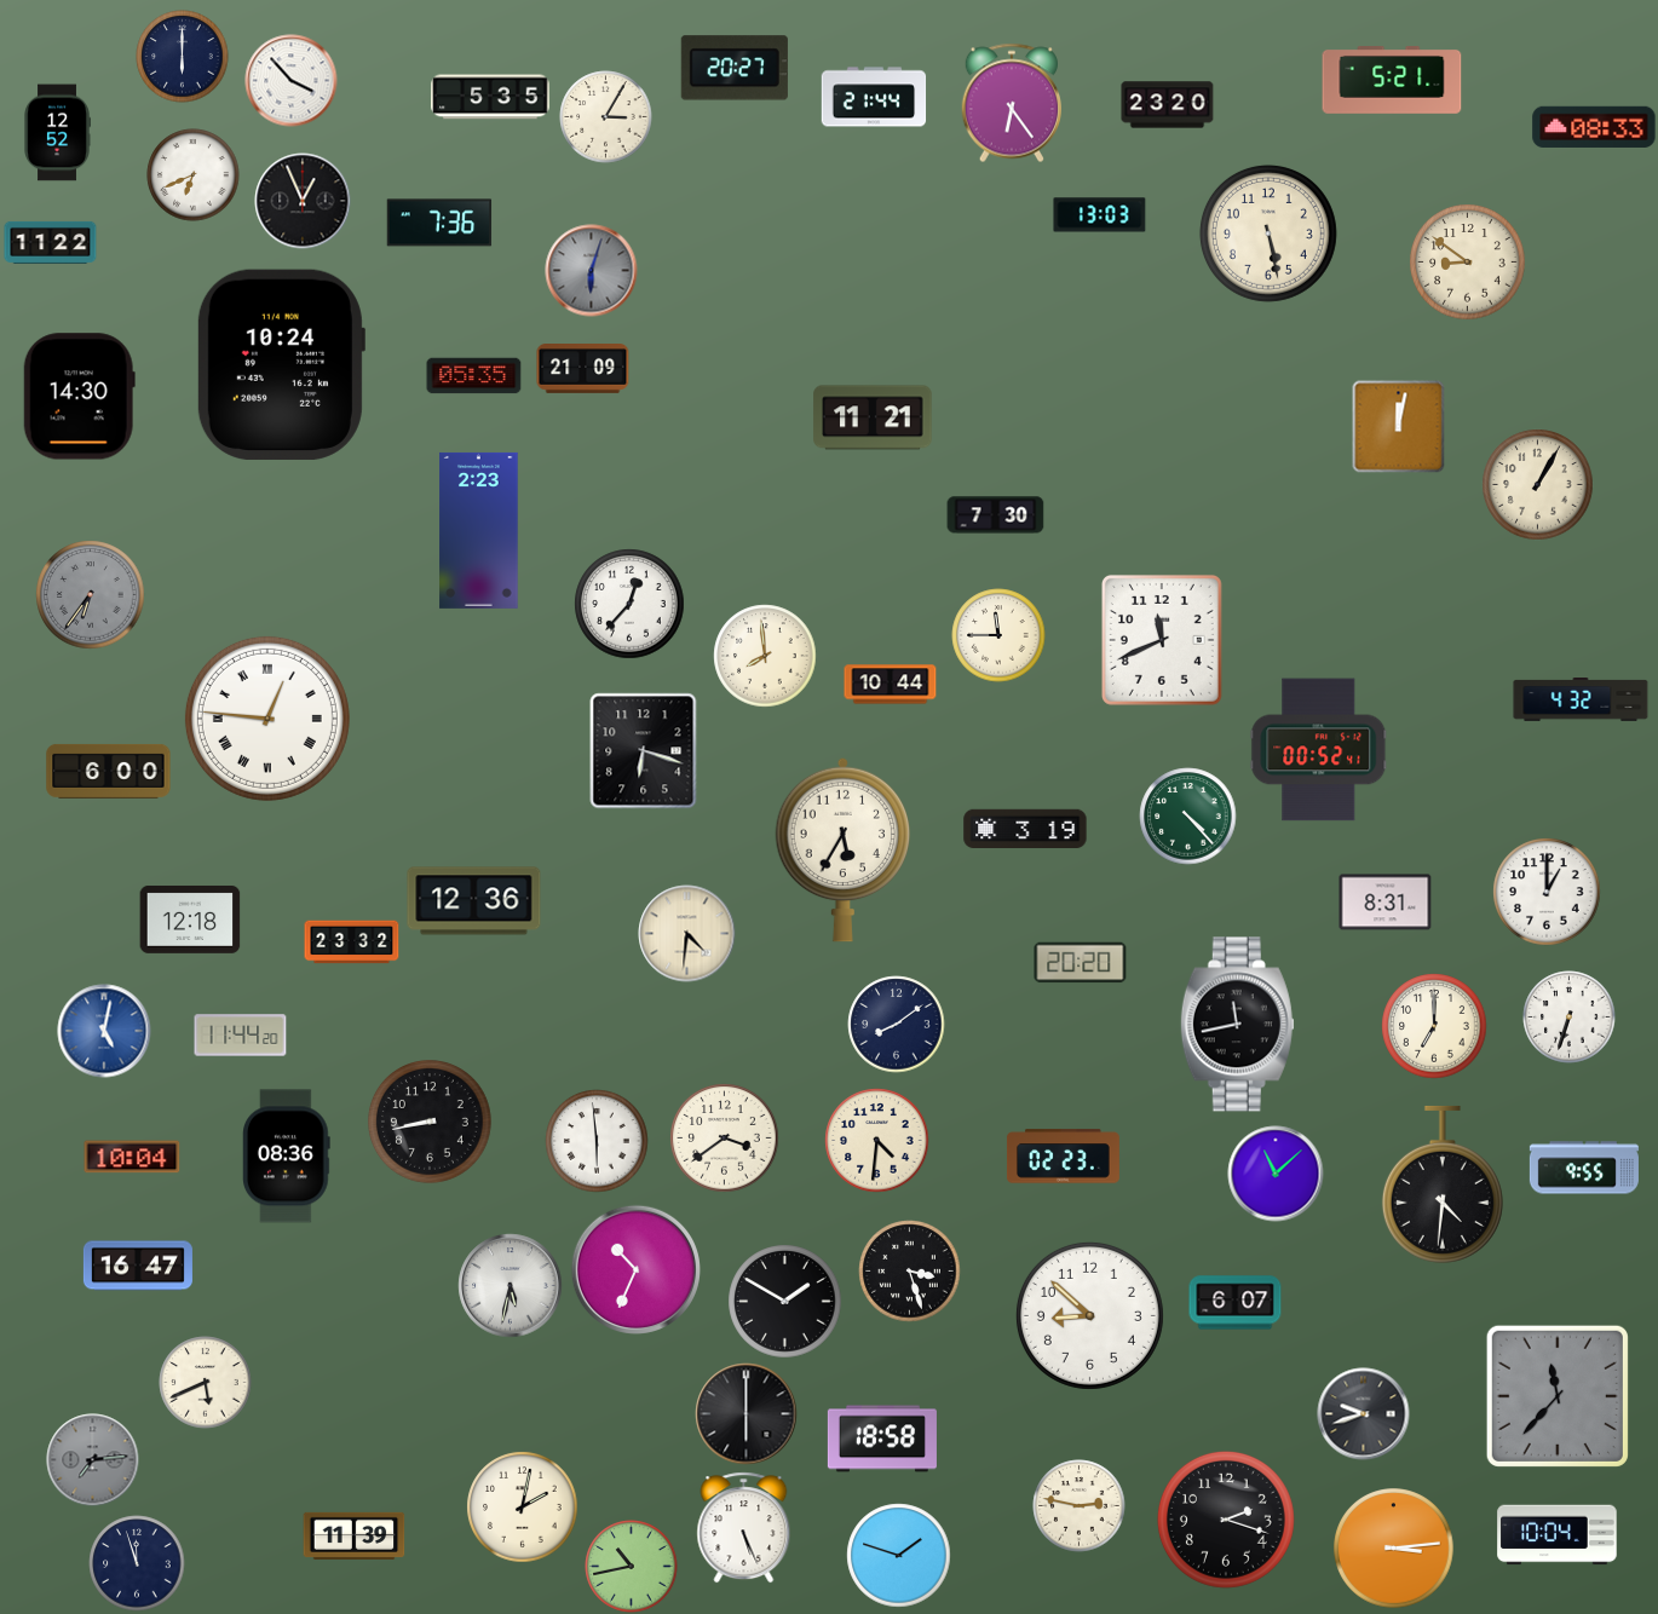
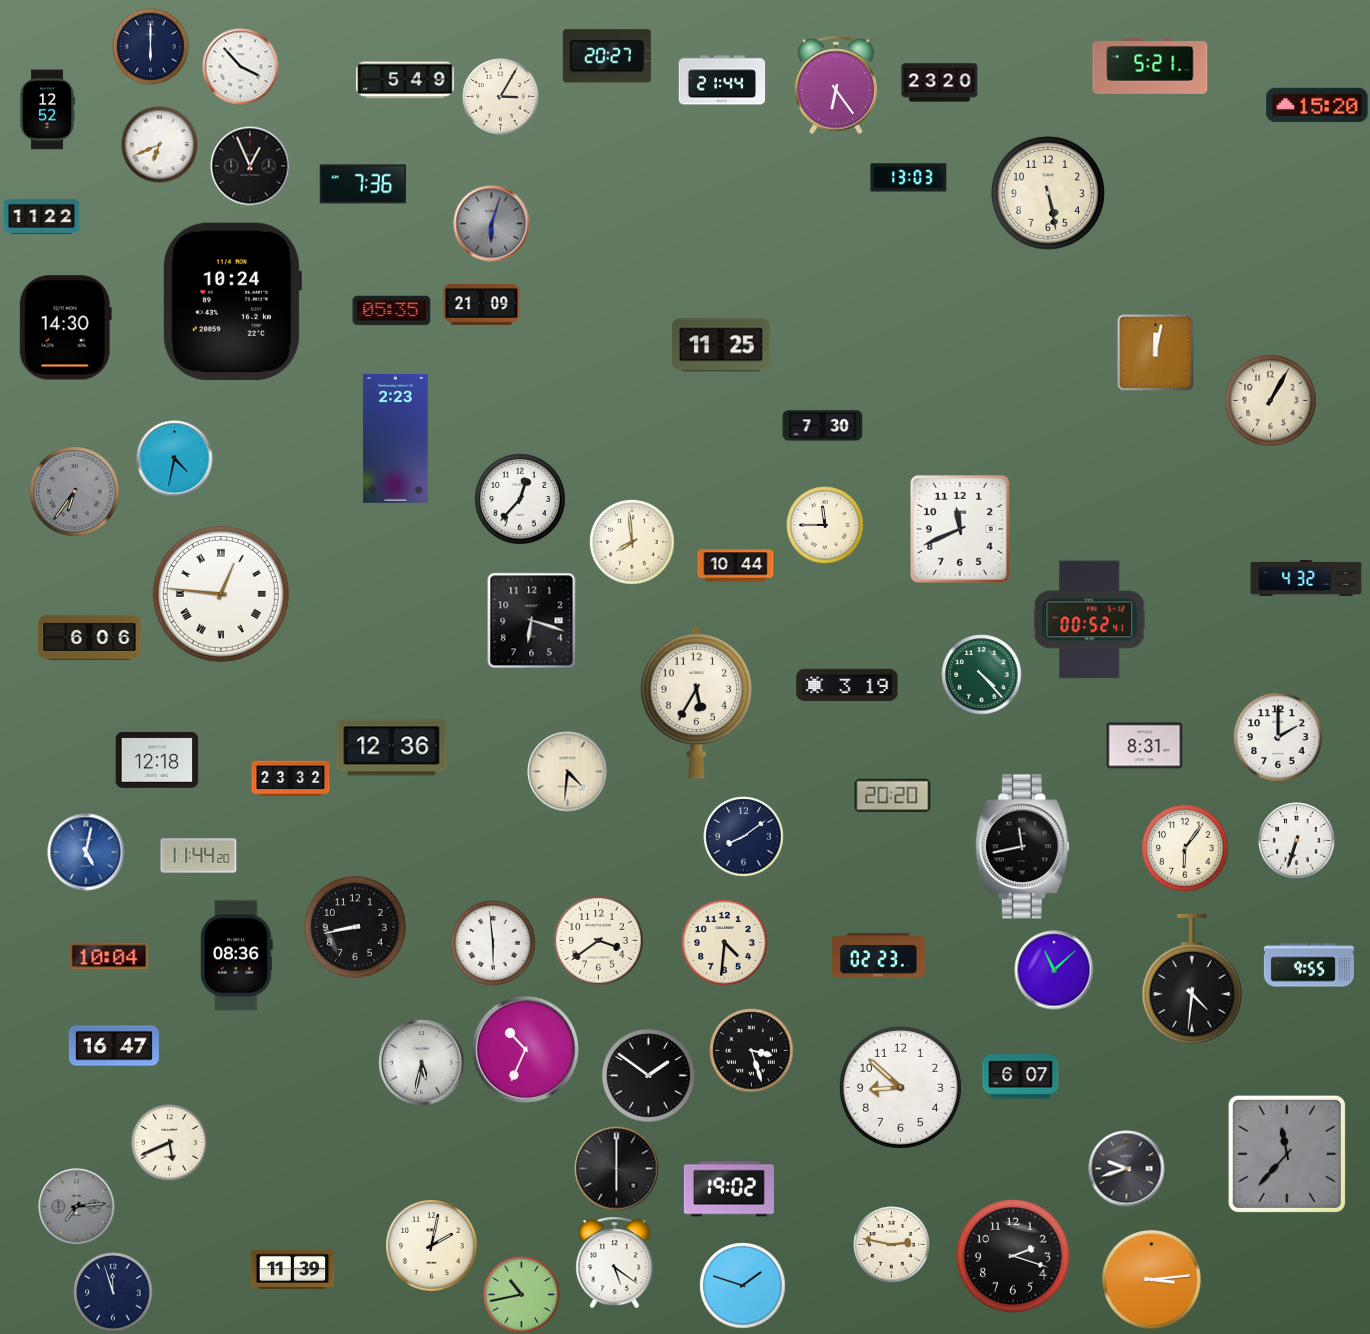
clock at (490, 97): 5:35 -> 5:49
clock at (1168, 105) position: (1168, 105) -> (940, 83)
clock at (1594, 127): 08:33 -> 15:20
clock at (51, 242) position: (51, 242) -> (42, 216)
clock at (1468, 263): 8:51 -> none
clock at (592, 271) position: (592, 271) -> (492, 224)
clock at (873, 417): 11:21 -> 11:25
clock at (175, 459): none -> 4:32
clock at (109, 771): 6:00 -> 6:06
clock at (1547, 892): 1:00 -> 2:00
clock at (474, 901) position: (474, 901) -> (392, 748)
clock at (897, 1025) position: (897, 1025) -> (744, 837)
clock at (1434, 1026): 7:00 -> 6:06
clock at (785, 1302): 1:50 -> 1:51
clock at (882, 1439): 18:58 -> 19:02
clock at (744, 1528): 5:26 -> 5:21
clock at (1558, 1535): 10:04 -> none
